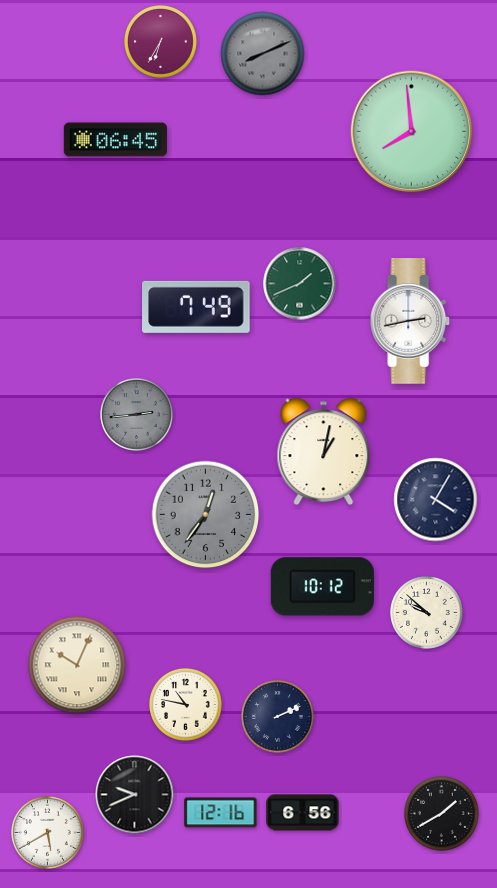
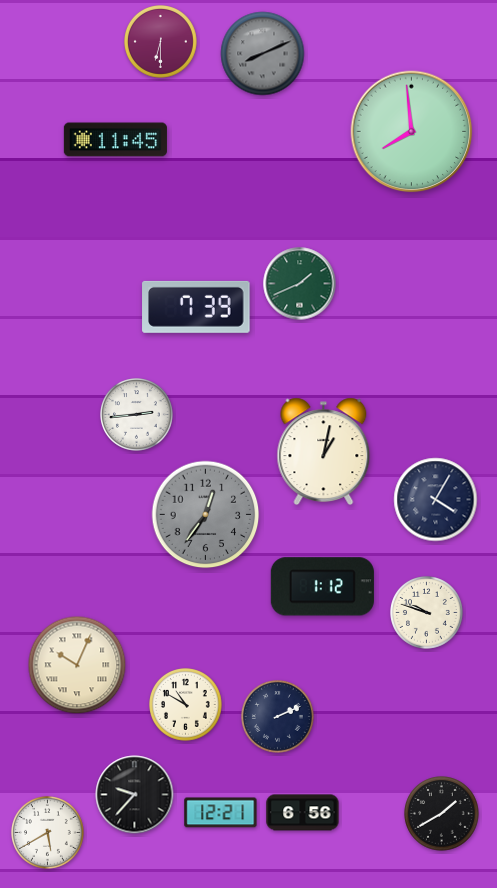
clock at (161, 42): 6:35 -> 6:30
clock at (115, 140): 06:45 -> 11:45
clock at (196, 307): 7:49 -> 7:39
clock at (411, 321): 2:43 -> none
clock at (137, 415) dial: grey -> white
clock at (322, 587): 10:12 -> 1:12
clock at (427, 613): 9:52 -> 9:48
clock at (186, 705): 10:47 -> 10:50
clock at (135, 795): 9:41 -> 9:37
clock at (221, 813): 12:16 -> 12:21
